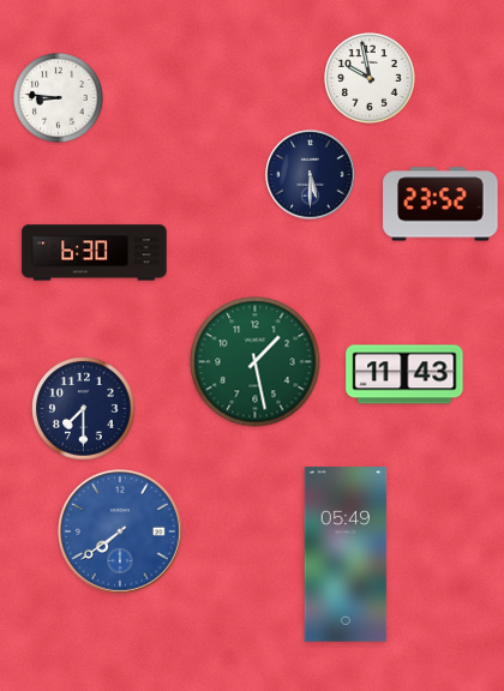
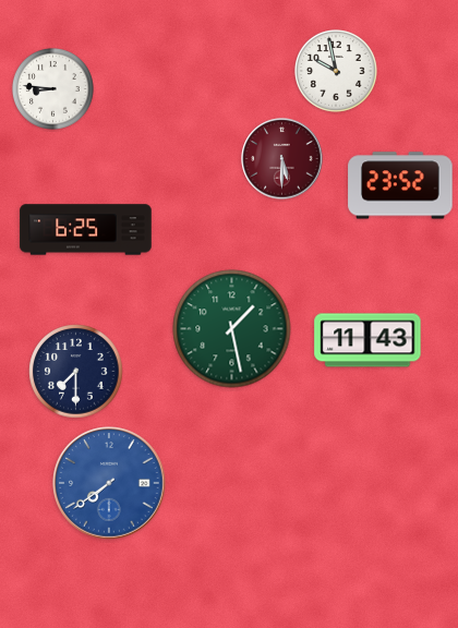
clock at (311, 175) dial: navy -> burgundy
clock at (95, 253): 6:30 -> 6:25
clock at (346, 554): 05:49 -> none
